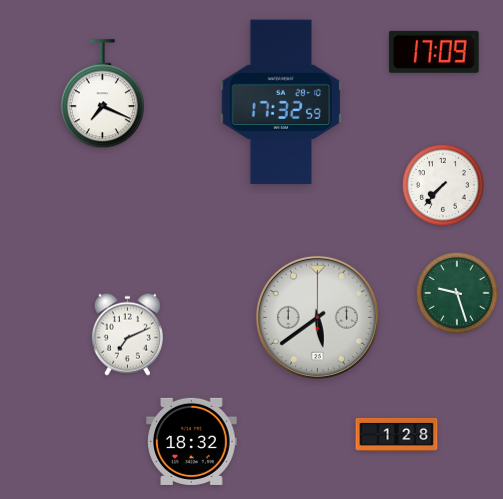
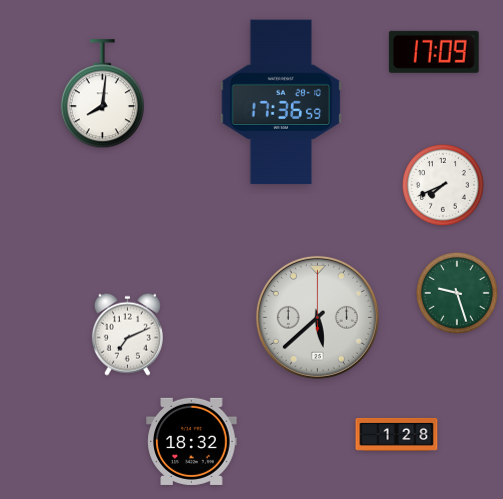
clock at (102, 94): 7:19 -> 8:01
clock at (281, 102): 17:32 -> 17:36
clock at (443, 185): 7:37 -> 7:41
clock at (317, 317): 5:39 -> 5:38
